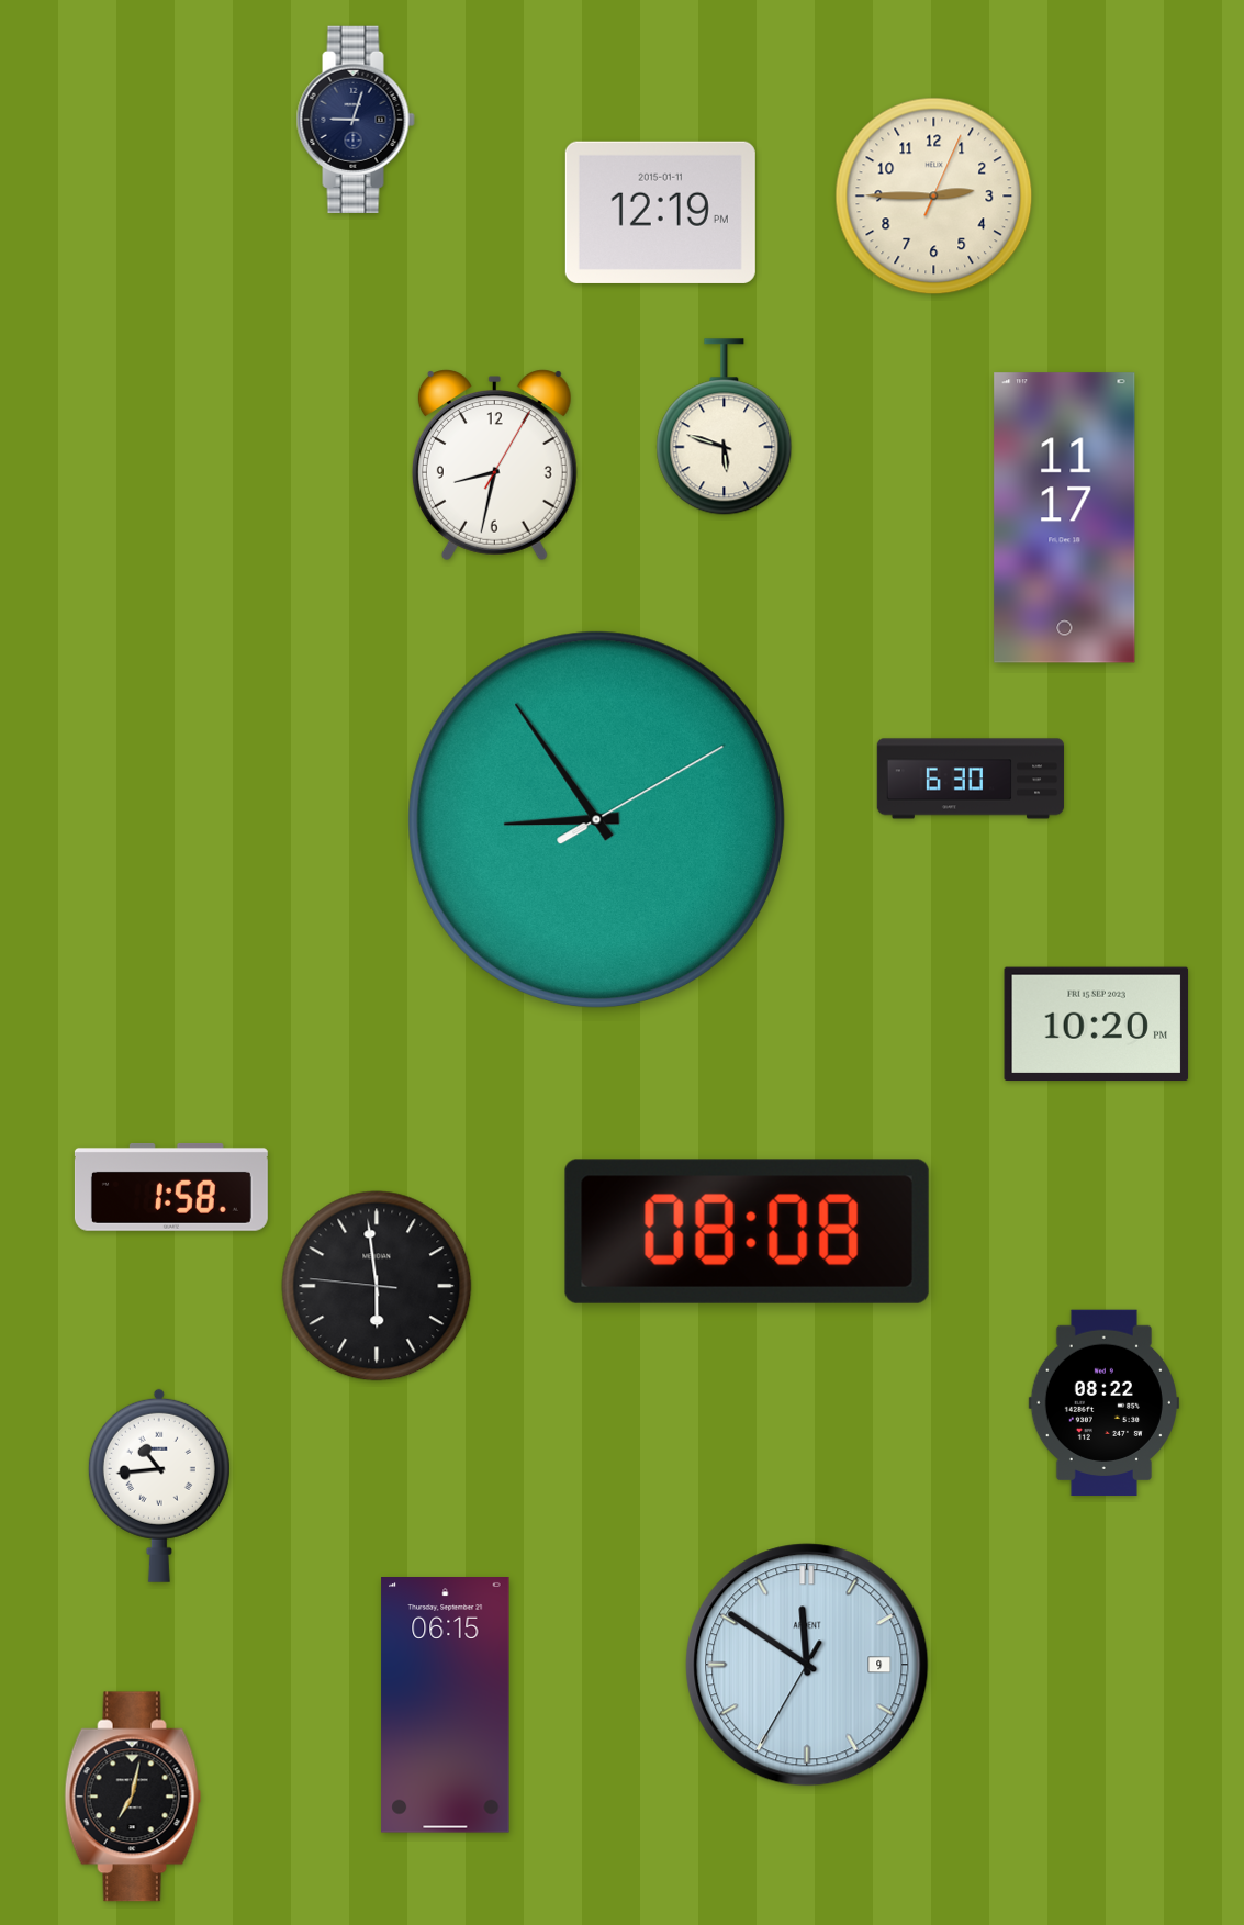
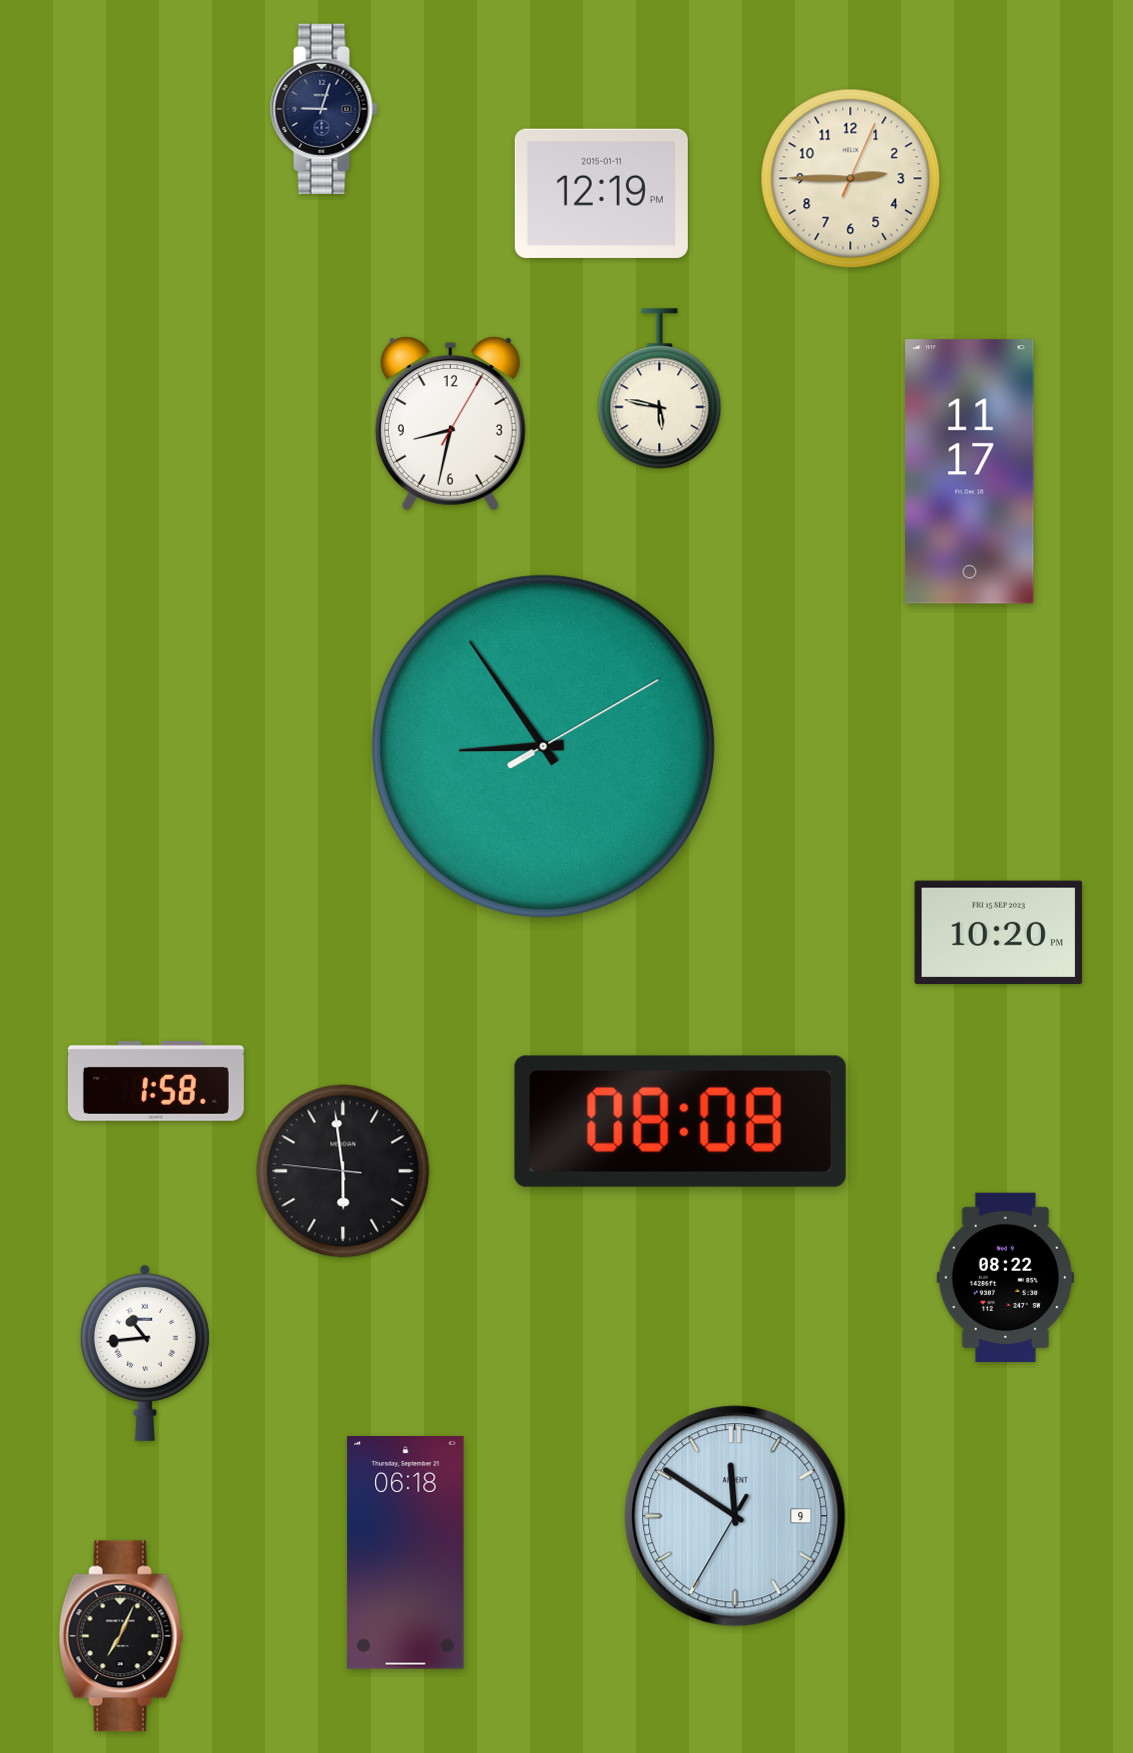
clock at (725, 427): 5:48 -> 5:47
clock at (971, 779): 6:30 -> none
clock at (446, 1705): 06:15 -> 06:18
clock at (133, 1797): 7:02 -> 7:04
